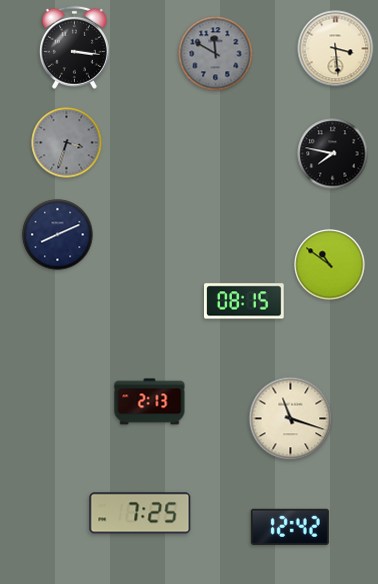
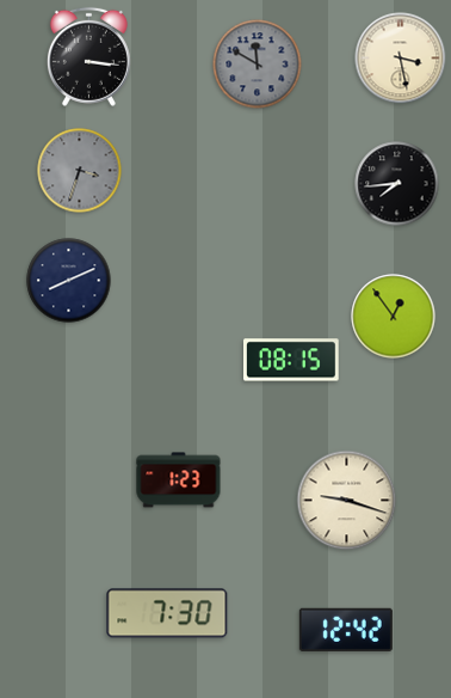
clock at (336, 49): 3:29 -> 3:28
clock at (333, 154): 7:47 -> 7:44
clock at (330, 265): 10:51 -> 12:54
clock at (150, 402): 2:13 -> 1:23
clock at (291, 419): 11:18 -> 9:18
clock at (140, 513): 7:25 -> 7:30
